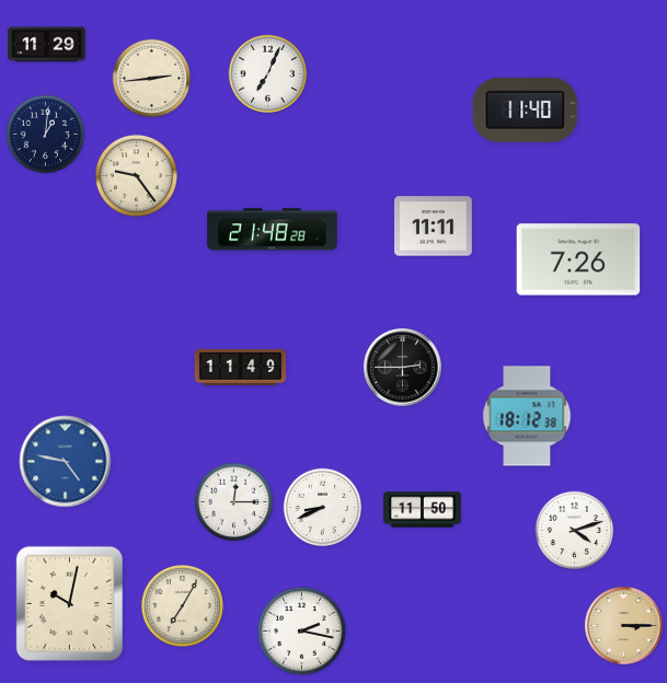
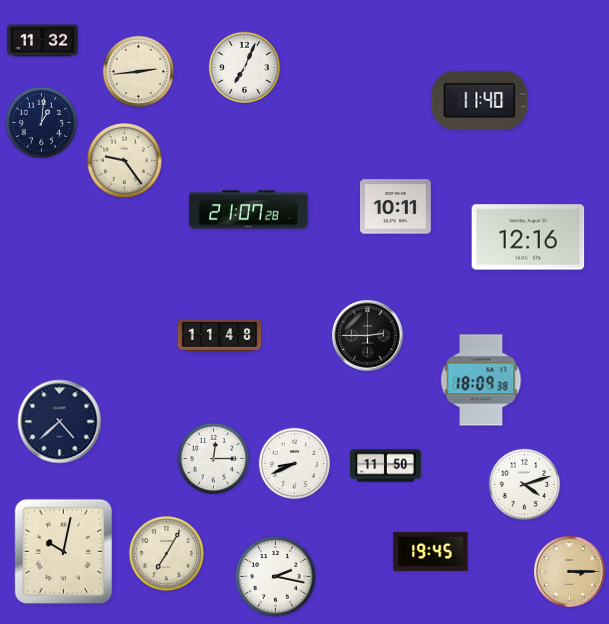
clock at (47, 45): 11:29 -> 11:32
clock at (434, 227): 11:11 -> 10:11
clock at (273, 230): 21:48 -> 21:07
clock at (578, 259): 7:26 -> 12:16
clock at (241, 367): 11:49 -> 11:48
clock at (527, 416): 18:12 -> 18:09
clock at (66, 462): 4:47 -> 4:38
clock at (66, 462) dial: blue -> navy
clock at (431, 551): none -> 19:45
